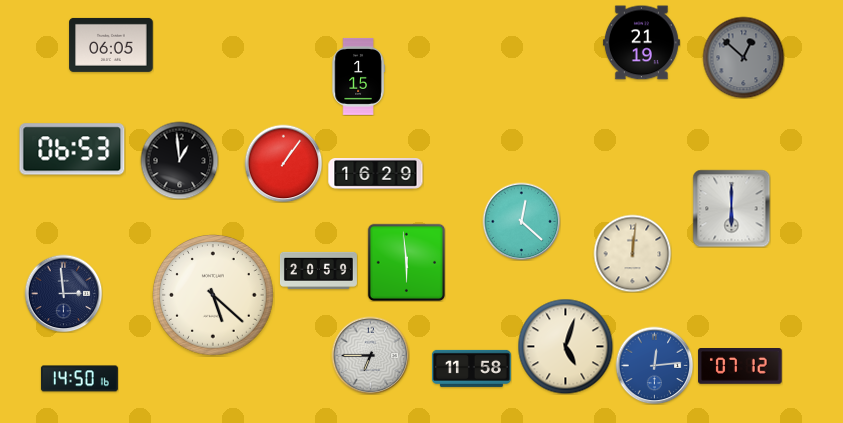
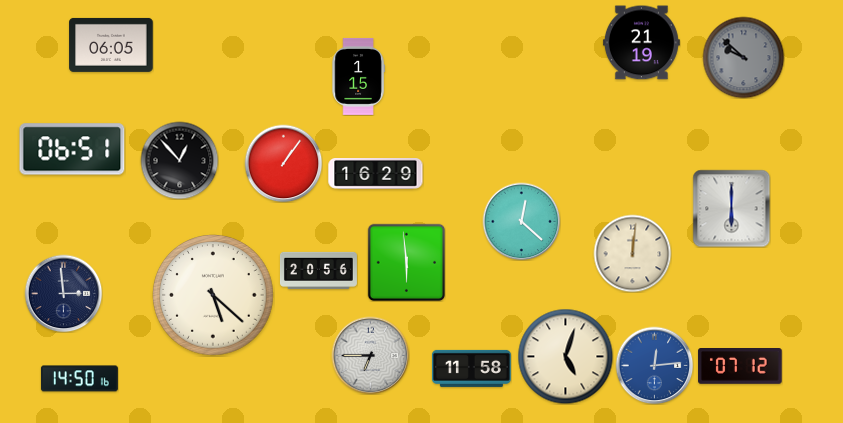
clock at (743, 57): 12:52 -> 9:52
clock at (72, 149): 06:53 -> 06:51
clock at (179, 160): 12:59 -> 12:53
clock at (318, 270): 20:59 -> 20:56
clock at (565, 346) position: (565, 346) -> (565, 356)
